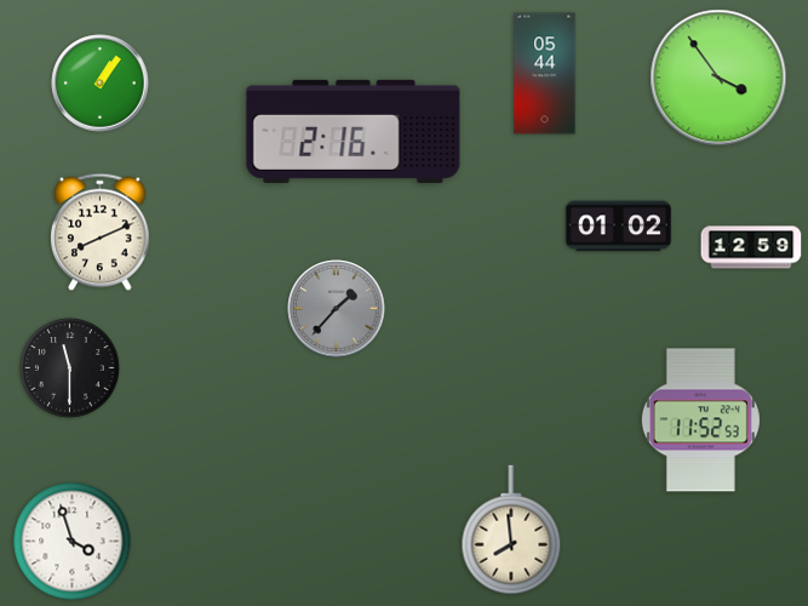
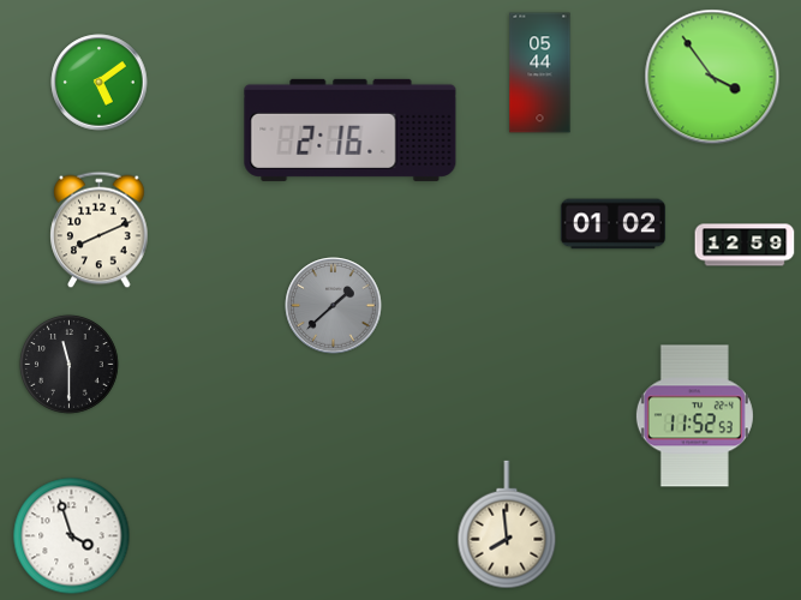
clock at (101, 84): 1:06 -> 5:09
clock at (337, 309): 1:37 -> 1:38
